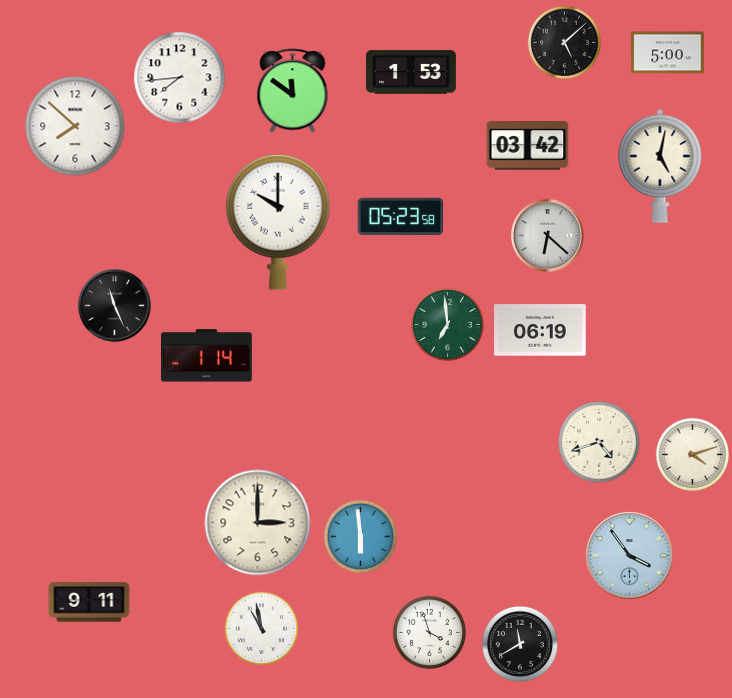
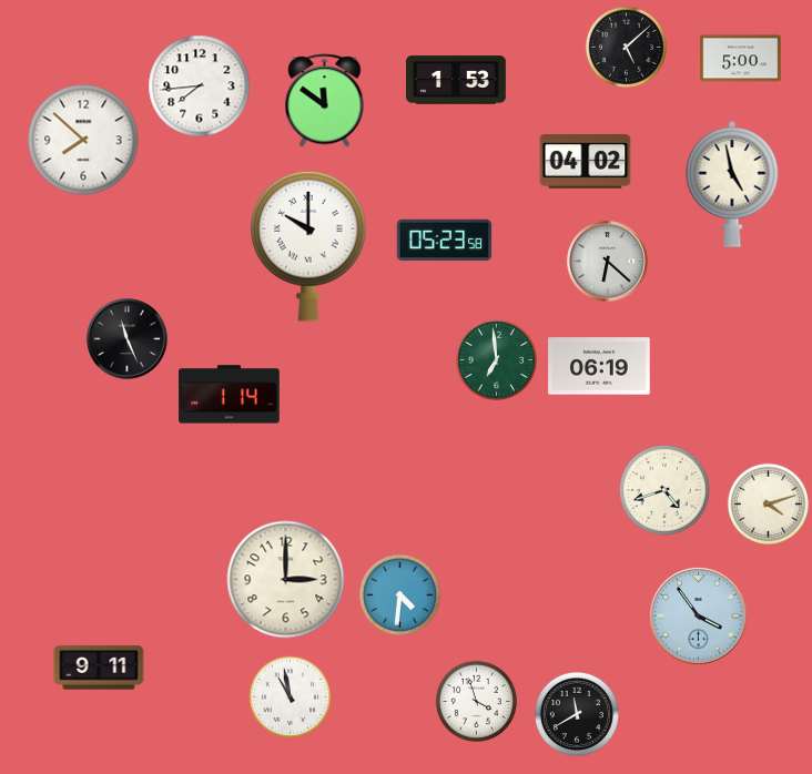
clock at (528, 146): 03:42 -> 04:02
clock at (660, 166): 5:02 -> 4:58
clock at (360, 536): 5:59 -> 4:31
